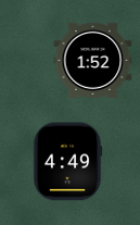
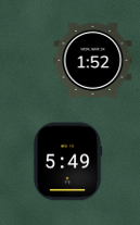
clock at (67, 162): 4:49 -> 5:49
